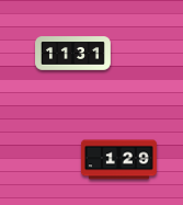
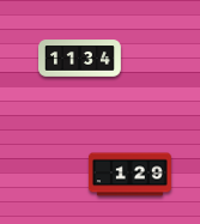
clock at (73, 54): 11:31 -> 11:34
